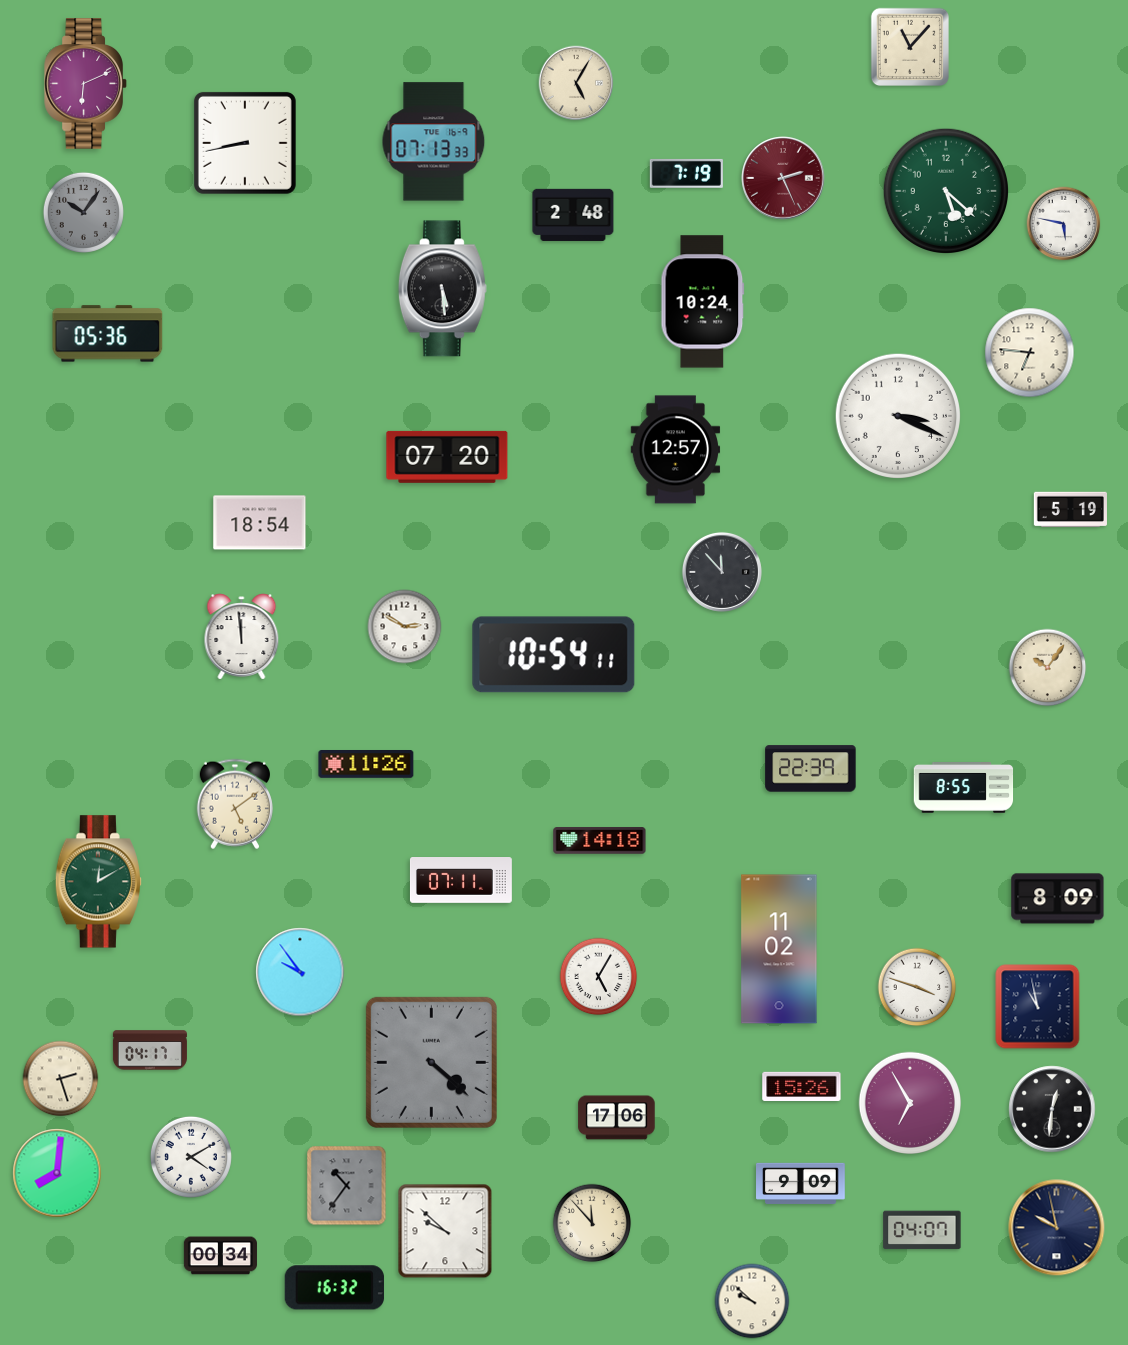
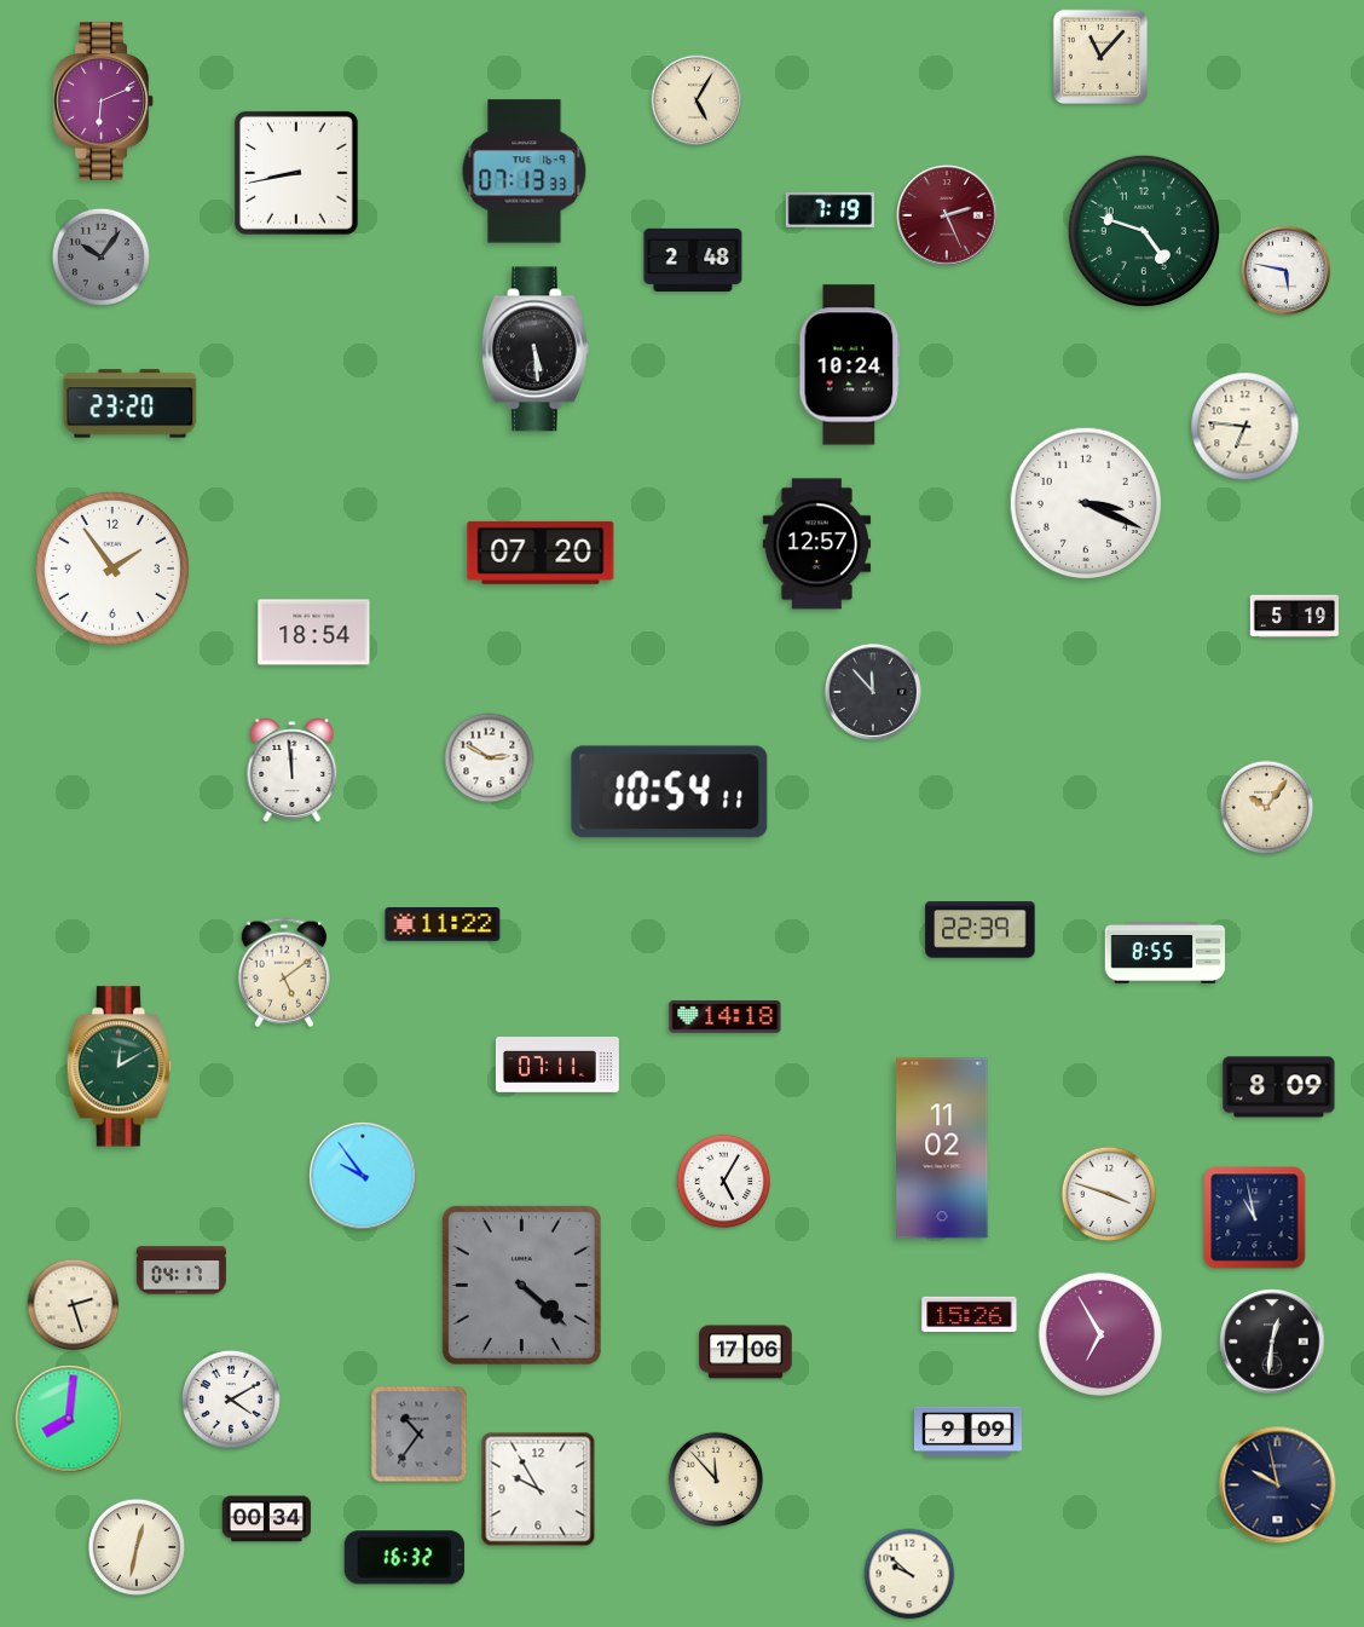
clock at (945, 190): 5:22 -> 4:48
clock at (108, 334): 05:36 -> 23:20
clock at (112, 569): none -> 1:54
clock at (366, 765): 11:26 -> 11:22
clock at (922, 1230): 04:07 -> none
clock at (445, 1231): 9:52 -> 9:55
clock at (135, 1546): none -> 12:32
